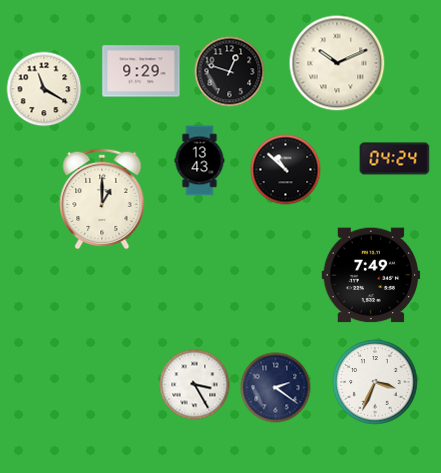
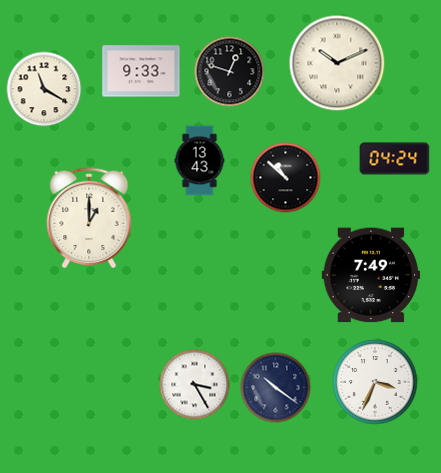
clock at (141, 71): 9:29 -> 9:33
clock at (286, 170) position: (286, 170) -> (286, 178)
clock at (102, 199) position: (102, 199) -> (89, 218)
clock at (276, 388): 2:21 -> 10:21
